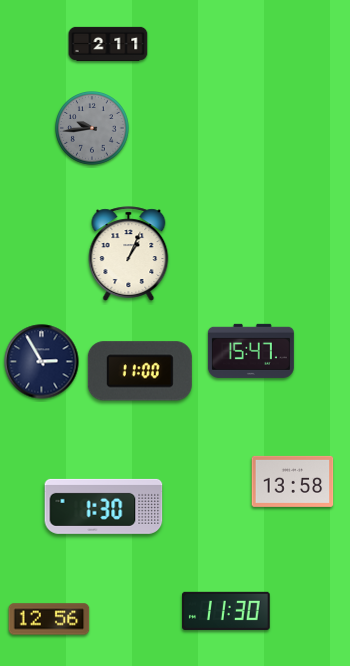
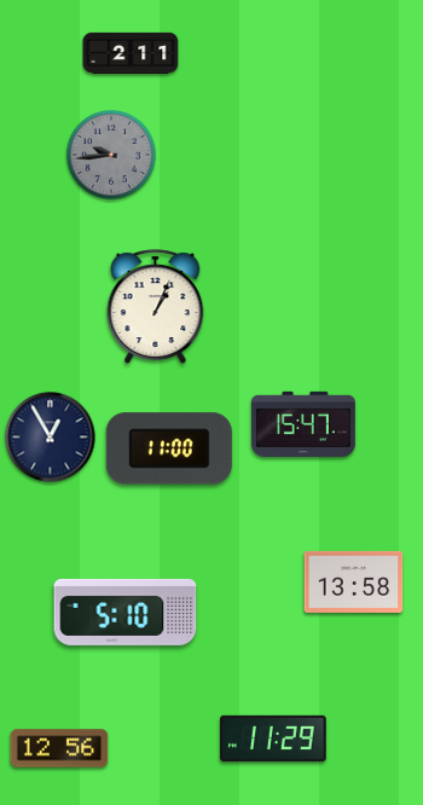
clock at (42, 362): 2:55 -> 12:55
clock at (104, 506): 1:30 -> 5:10
clock at (226, 611): 11:30 -> 11:29
